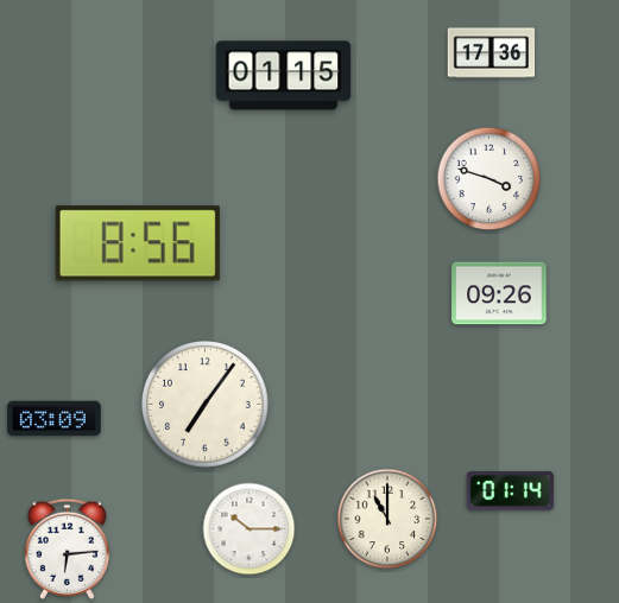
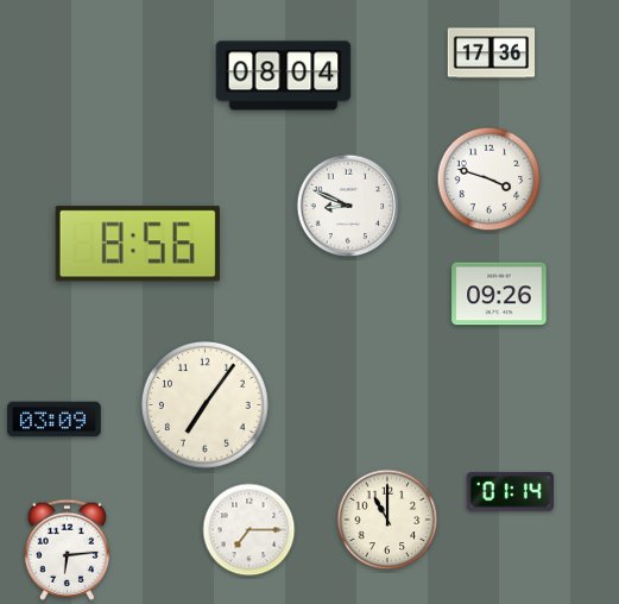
clock at (284, 76): 01:15 -> 08:04
clock at (348, 206): none -> 8:49
clock at (250, 529): 10:15 -> 7:15
